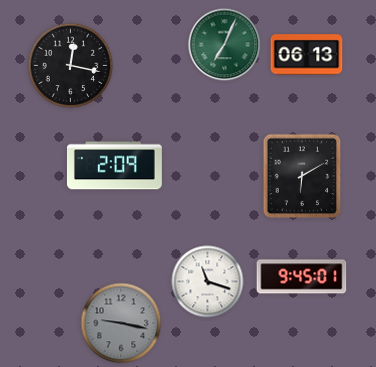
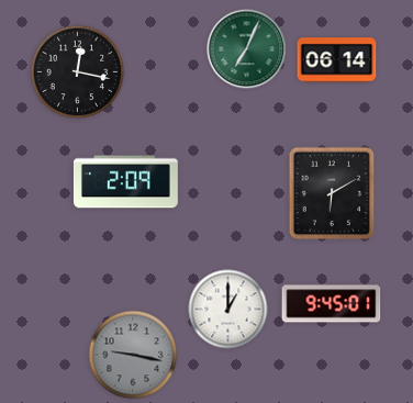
clock at (307, 55): 06:13 -> 06:14
clock at (208, 282): 11:18 -> 1:00
